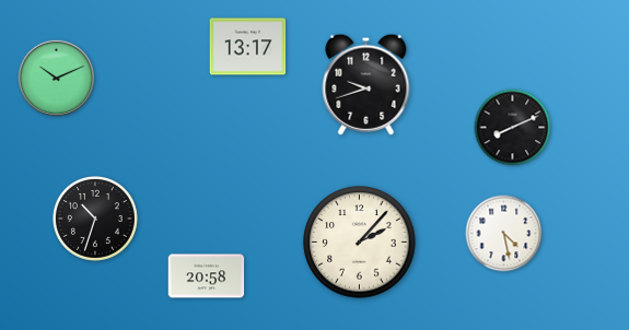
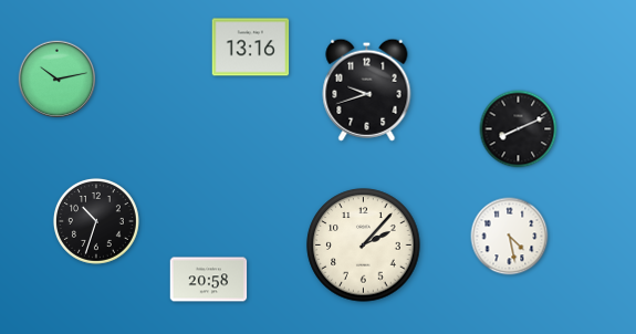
clock at (248, 47): 13:17 -> 13:16
clock at (56, 78): 10:11 -> 10:13
clock at (366, 84) position: (366, 84) -> (367, 90)
